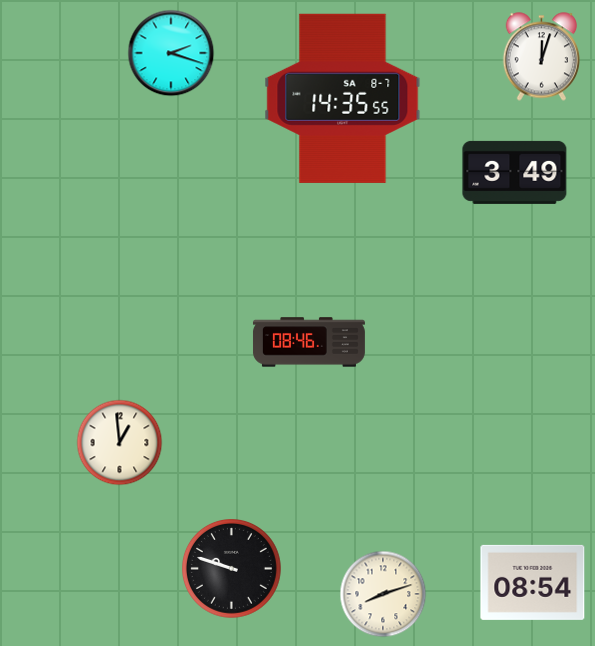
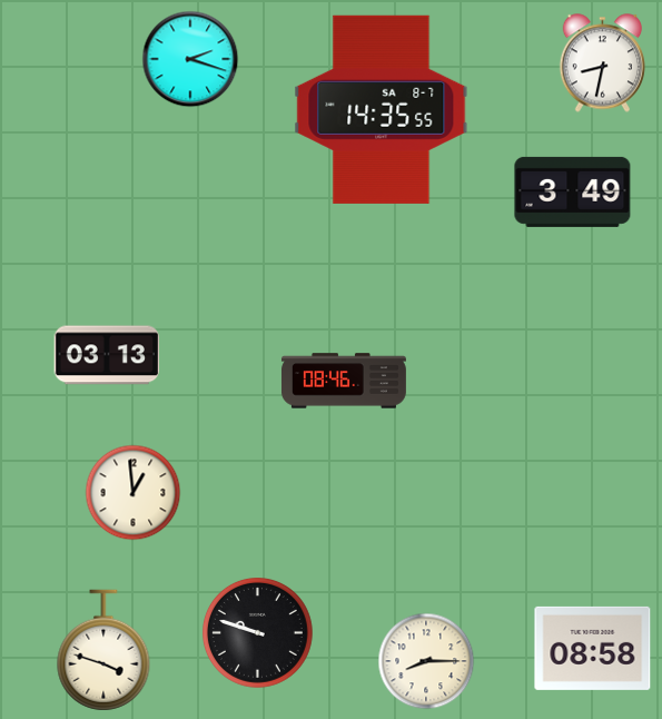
clock at (541, 57): 12:03 -> 8:32
clock at (106, 355): none -> 03:13
clock at (533, 582): 08:54 -> 08:58
clock at (103, 650): none -> 3:48
clock at (383, 594): 8:12 -> 8:15
